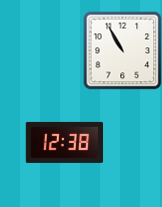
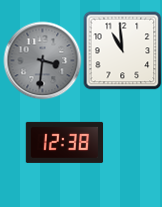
clock at (122, 50): 10:55 -> 10:59
clock at (42, 60): none -> 3:31
